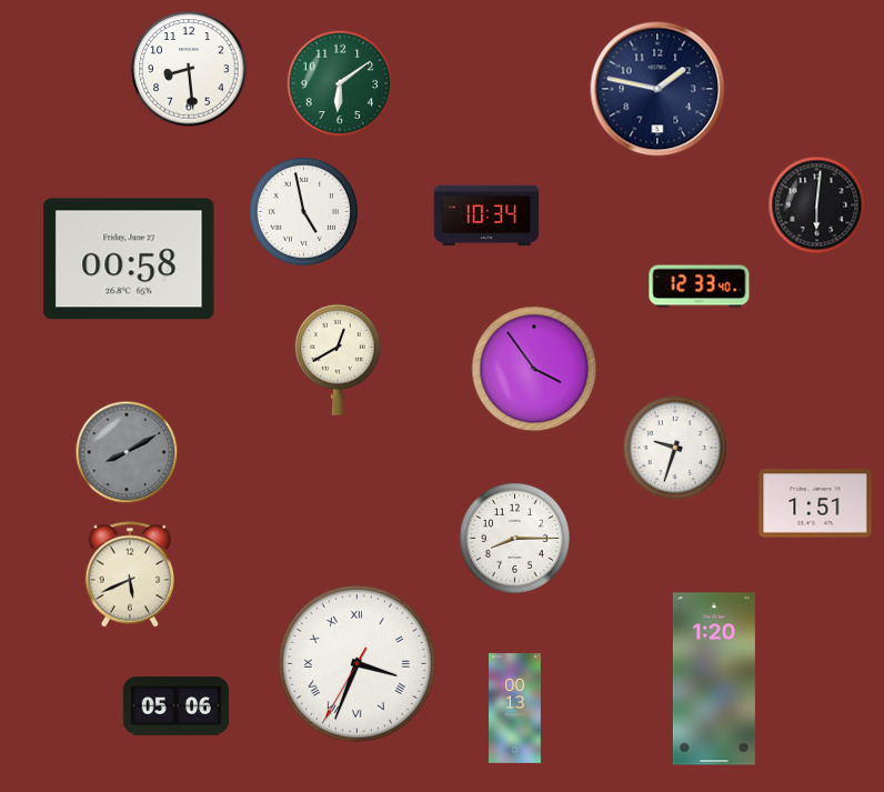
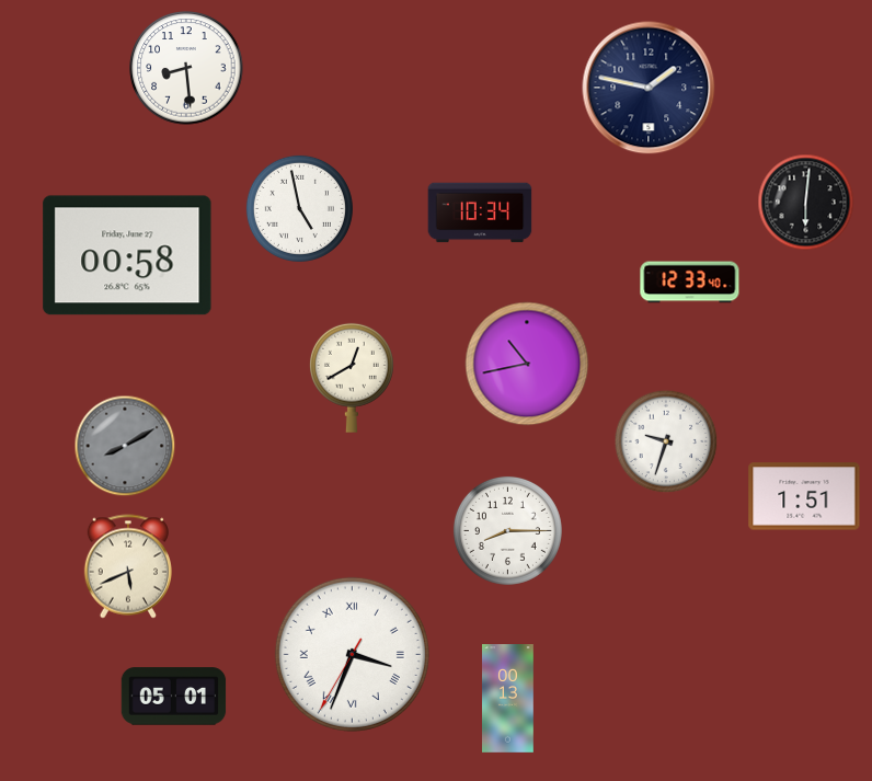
clock at (340, 83): 6:09 -> none
clock at (338, 360) position: (338, 360) -> (352, 378)
clock at (534, 369): 3:54 -> 10:43
clock at (714, 679): 1:20 -> none
clock at (177, 706): 05:06 -> 05:01
